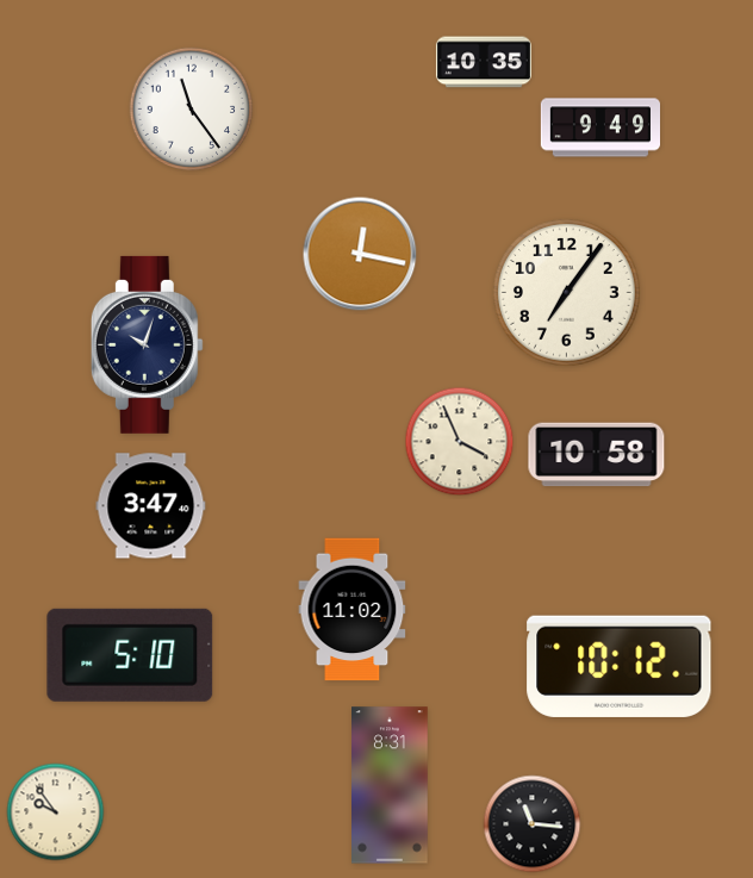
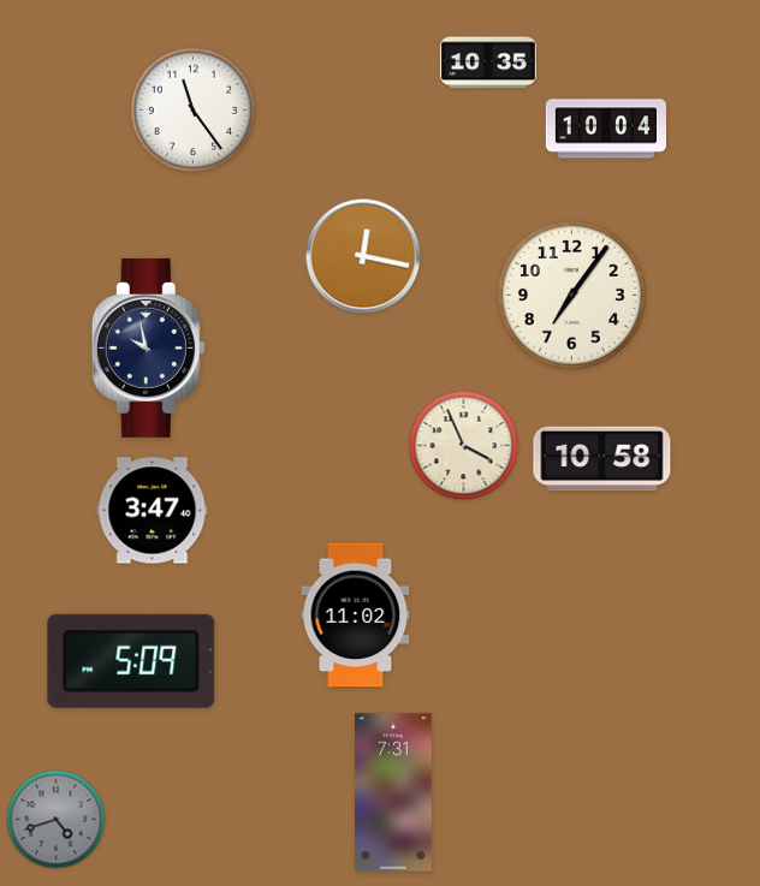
clock at (599, 127): 9:49 -> 10:04
clock at (147, 344): 10:03 -> 9:58
clock at (130, 655): 5:10 -> 5:09
clock at (620, 666): 10:12 -> none
clock at (391, 785): 8:31 -> 7:31
clock at (56, 812): 9:54 -> 4:42
clock at (56, 812) dial: cream -> grey
clock at (533, 824): 11:16 -> none
